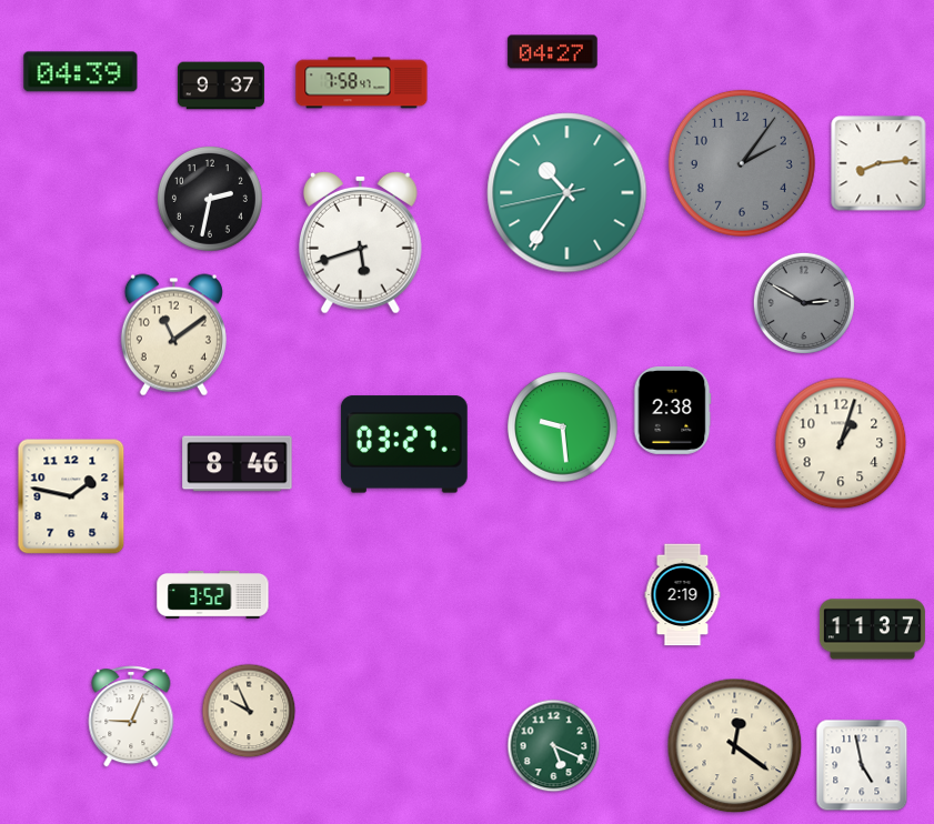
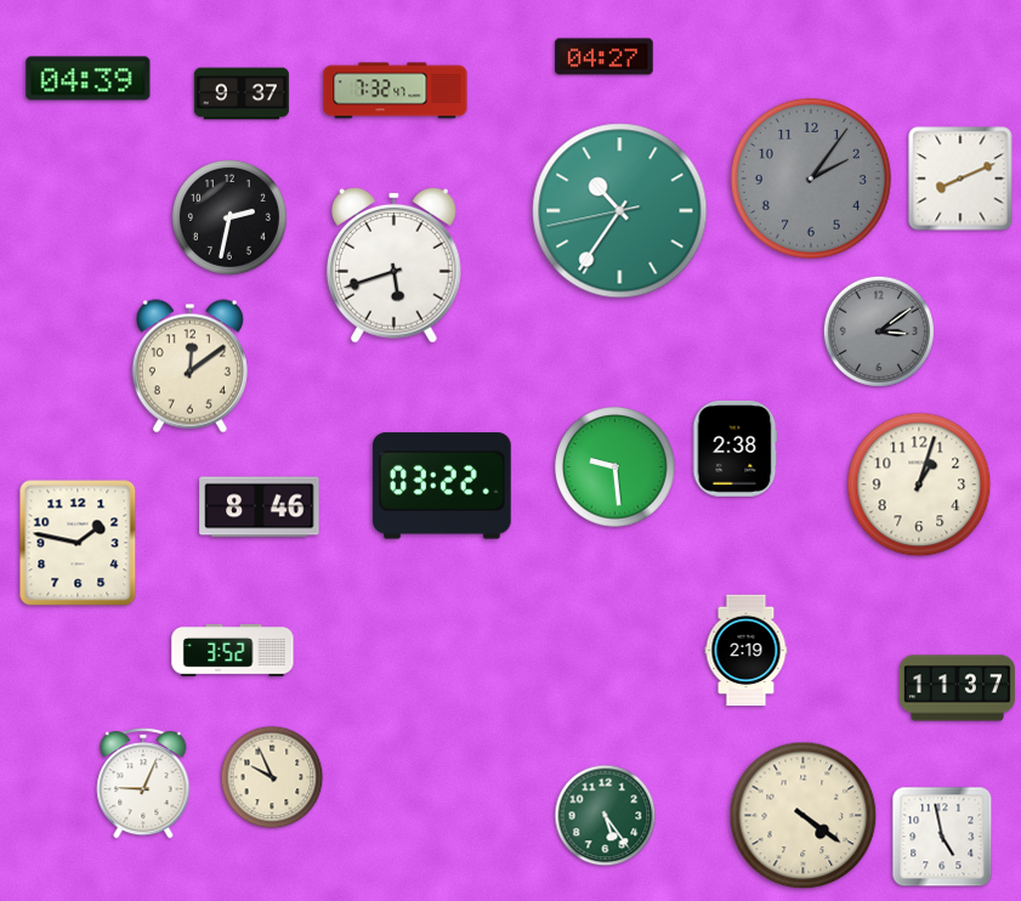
clock at (362, 83): 7:58 -> 7:32
clock at (878, 163): 8:14 -> 8:11
clock at (804, 303): 2:50 -> 3:09
clock at (173, 335): 11:09 -> 12:09
clock at (404, 444): 03:27 -> 03:22
clock at (872, 630) position: (872, 630) -> (957, 688)
clock at (554, 746): 5:19 -> 5:24
clock at (735, 746): 12:21 -> 4:21
